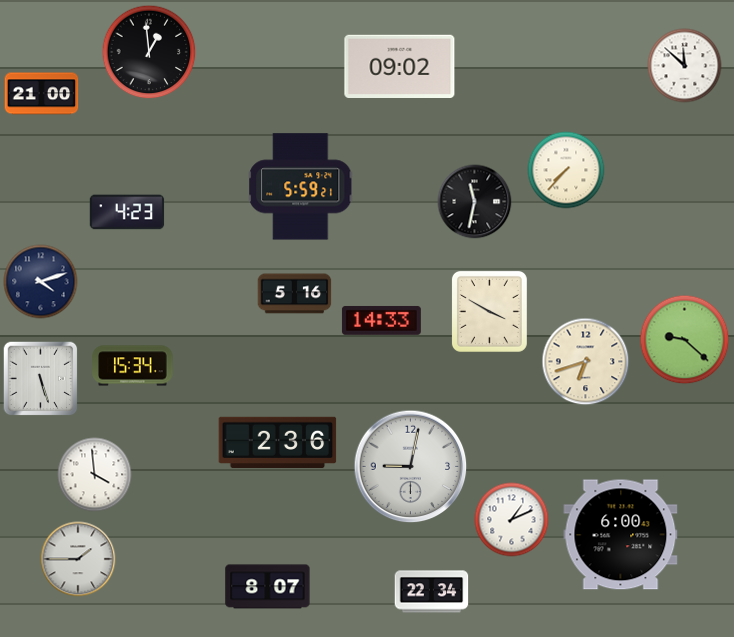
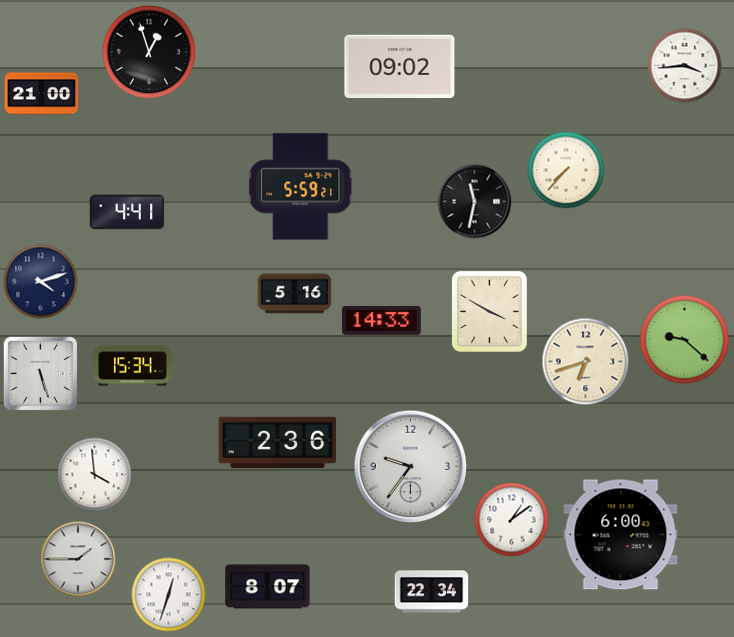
clock at (149, 52): 12:59 -> 12:57
clock at (685, 66): 11:52 -> 3:44
clock at (127, 212): 4:23 -> 4:41
clock at (41, 379) position: (41, 379) -> (41, 374)
clock at (411, 467): 9:02 -> 9:36
clock at (512, 520): 1:11 -> 1:09
clock at (169, 595): none -> 12:33
